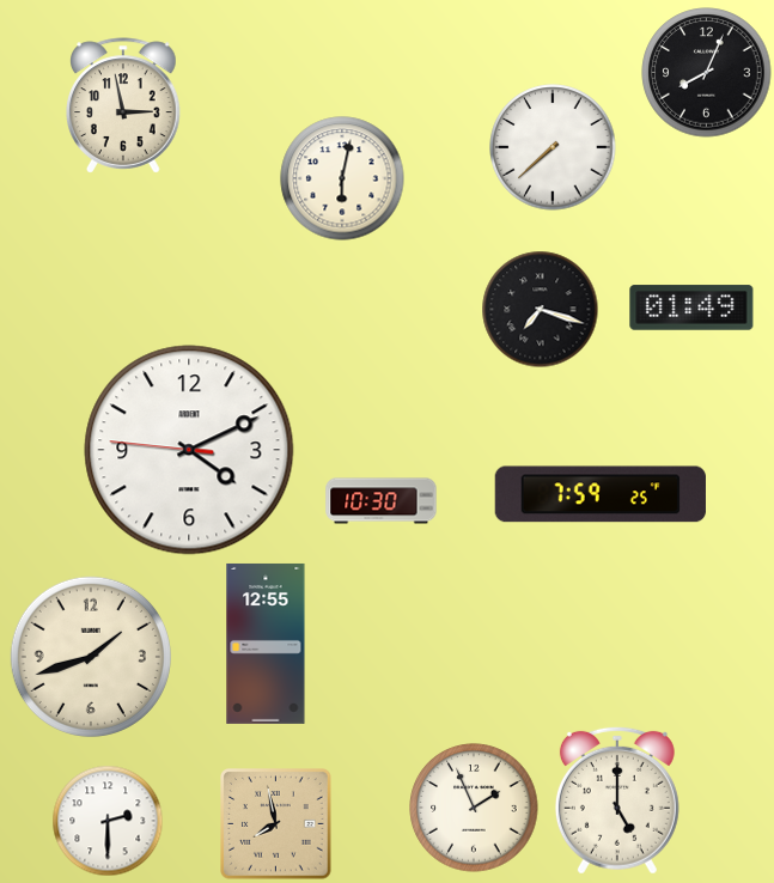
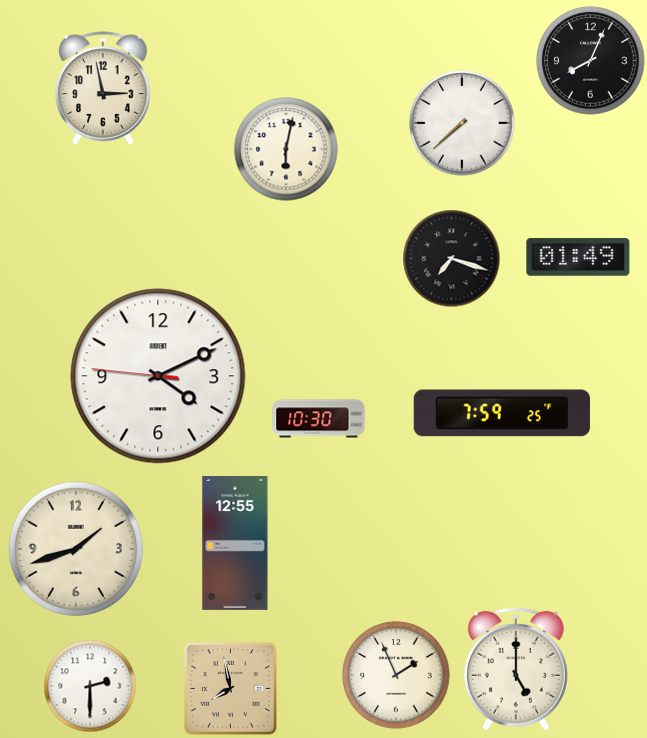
clock at (266, 644) position: (266, 644) -> (235, 543)
